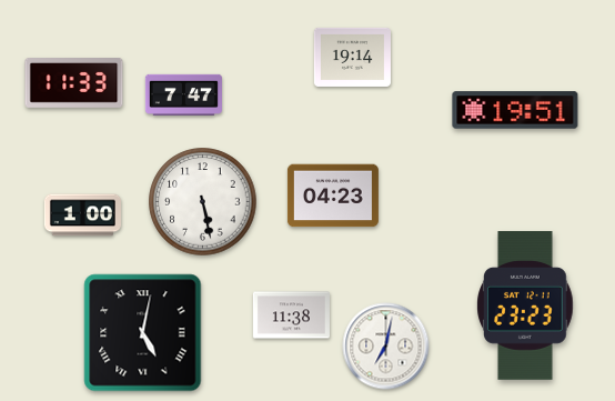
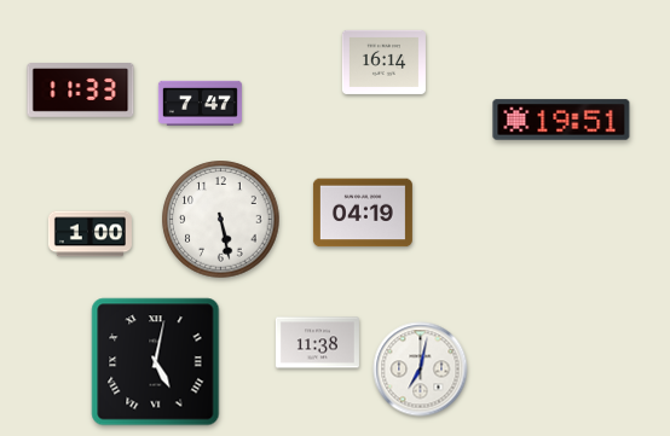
clock at (352, 57): 19:14 -> 16:14
clock at (333, 196): 04:23 -> 04:19
clock at (525, 305): 23:23 -> none
clock at (386, 347) position: (386, 347) -> (421, 370)
